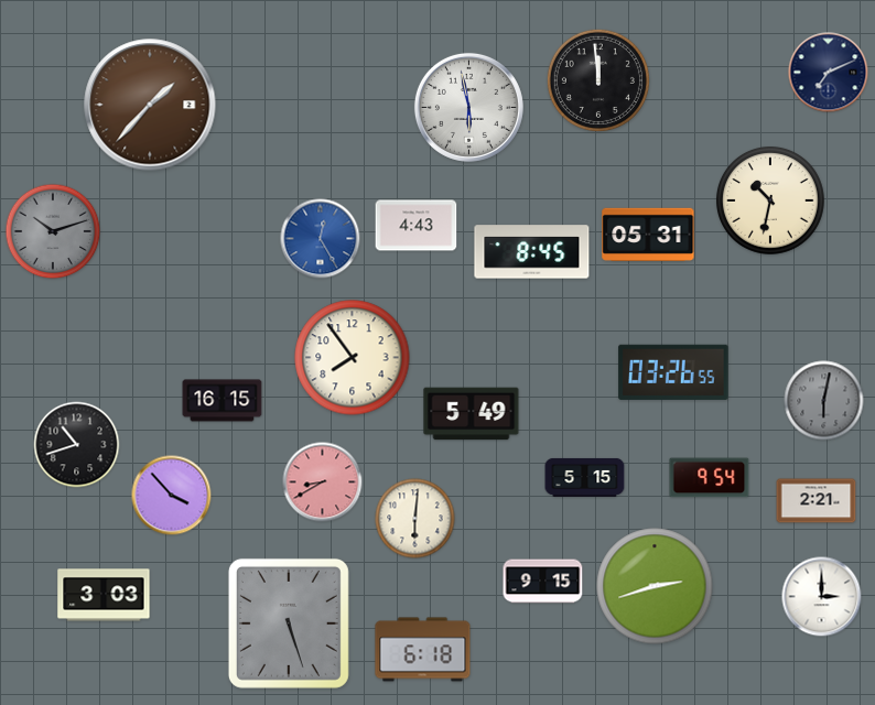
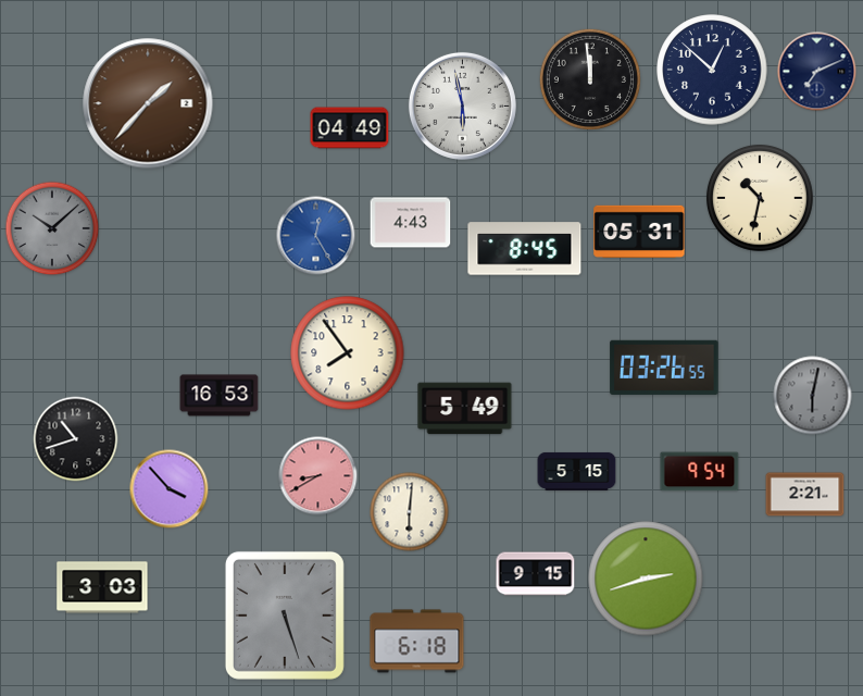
clock at (712, 70): none -> 12:52
clock at (350, 128): none -> 04:49
clock at (53, 231): 10:12 -> 10:08
clock at (223, 401): 16:15 -> 16:53
clock at (822, 597): 3:00 -> none
